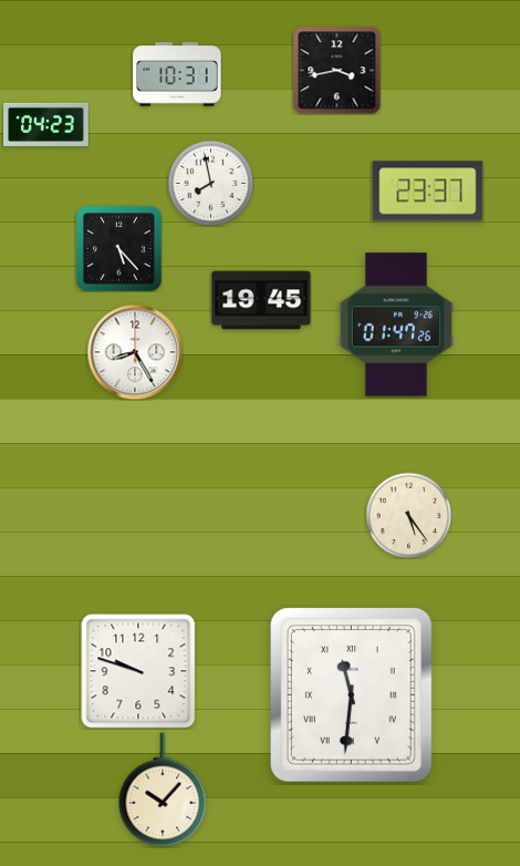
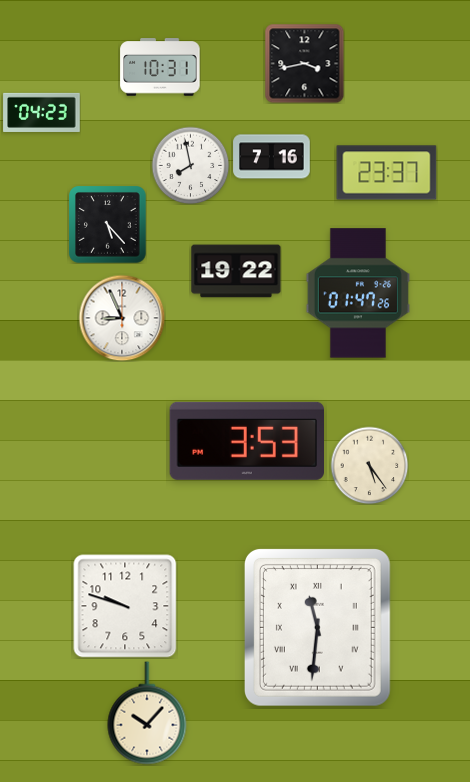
clock at (272, 157): none -> 7:16
clock at (261, 300): 19:45 -> 19:22
clock at (135, 352): 8:25 -> 8:56
clock at (246, 441): none -> 3:53
